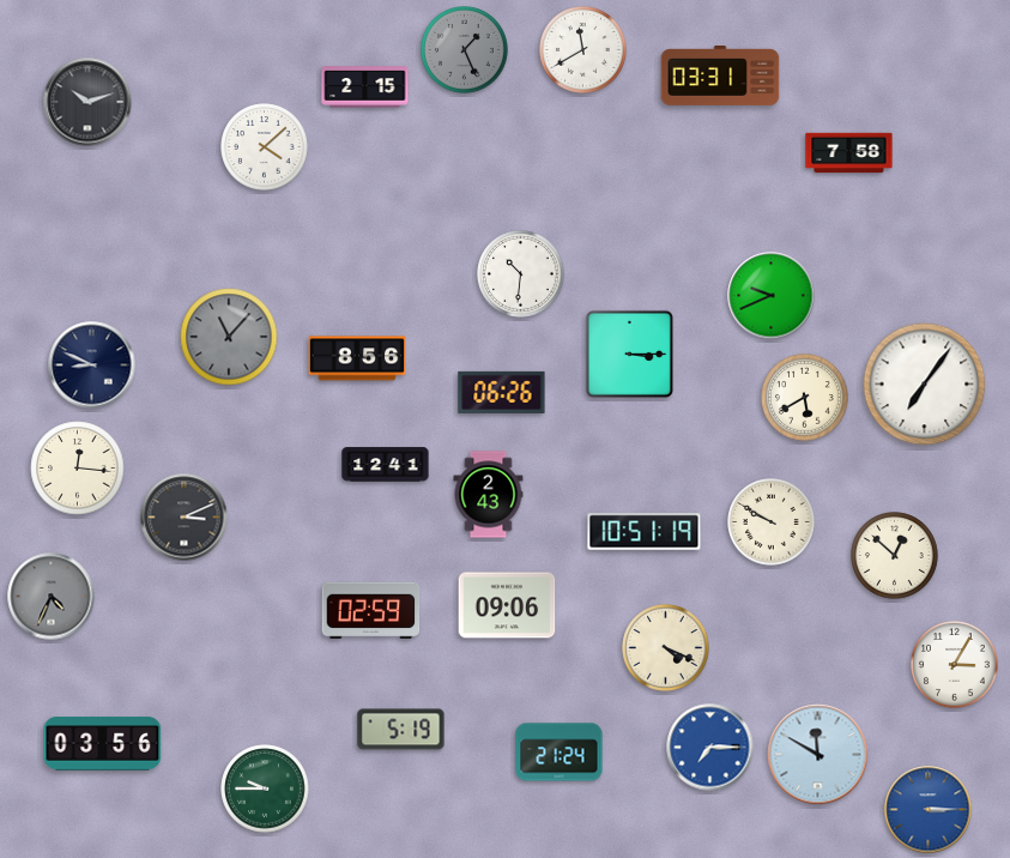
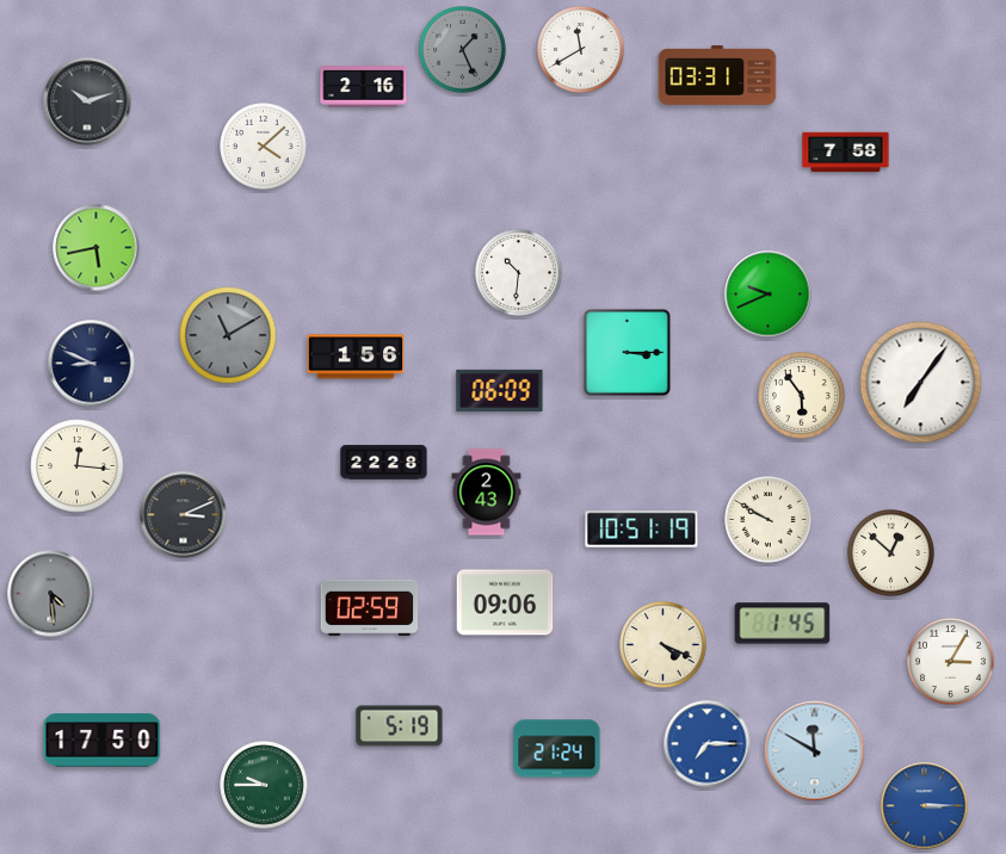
clock at (365, 87): 2:15 -> 2:16
clock at (97, 248): none -> 5:43
clock at (229, 337): 11:07 -> 11:10
clock at (357, 358): 8:56 -> 1:56
clock at (502, 392): 06:26 -> 06:09
clock at (805, 398): 5:40 -> 5:54
clock at (386, 465): 12:41 -> 22:28
clock at (52, 597): 4:34 -> 4:29
clock at (783, 624): none -> 1:45
clock at (103, 744): 03:56 -> 17:50
